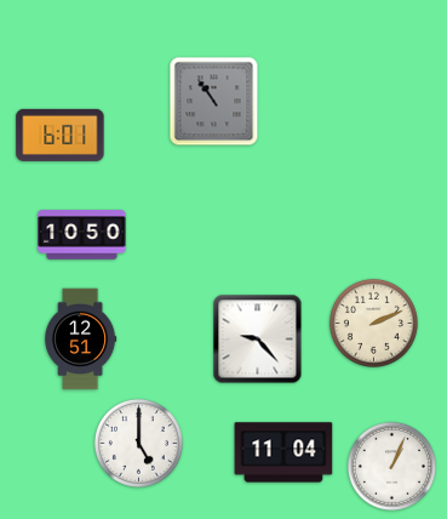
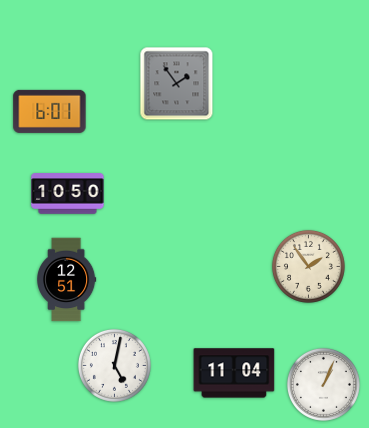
clock at (214, 102): 10:54 -> 1:54
clock at (373, 323): 2:11 -> 1:54
clock at (258, 340): 9:23 -> none
clock at (138, 443): 5:00 -> 5:02
